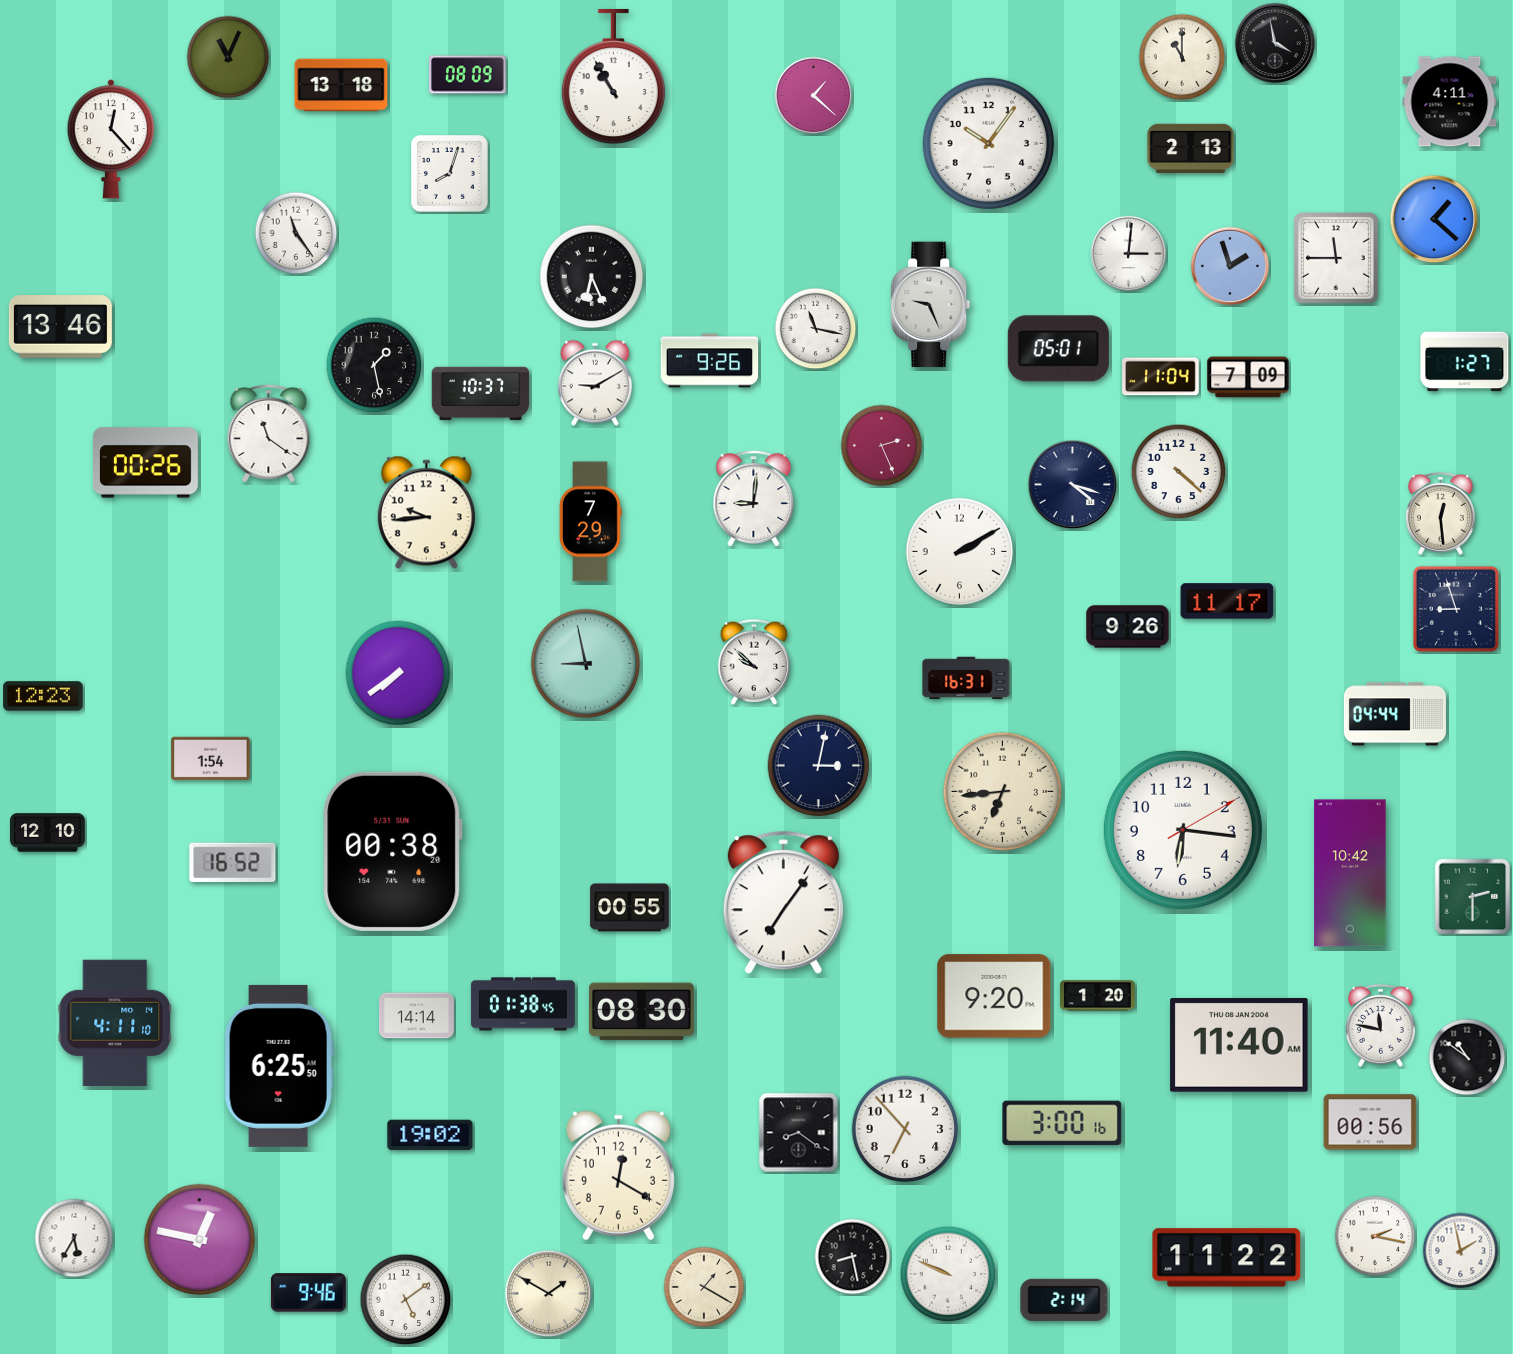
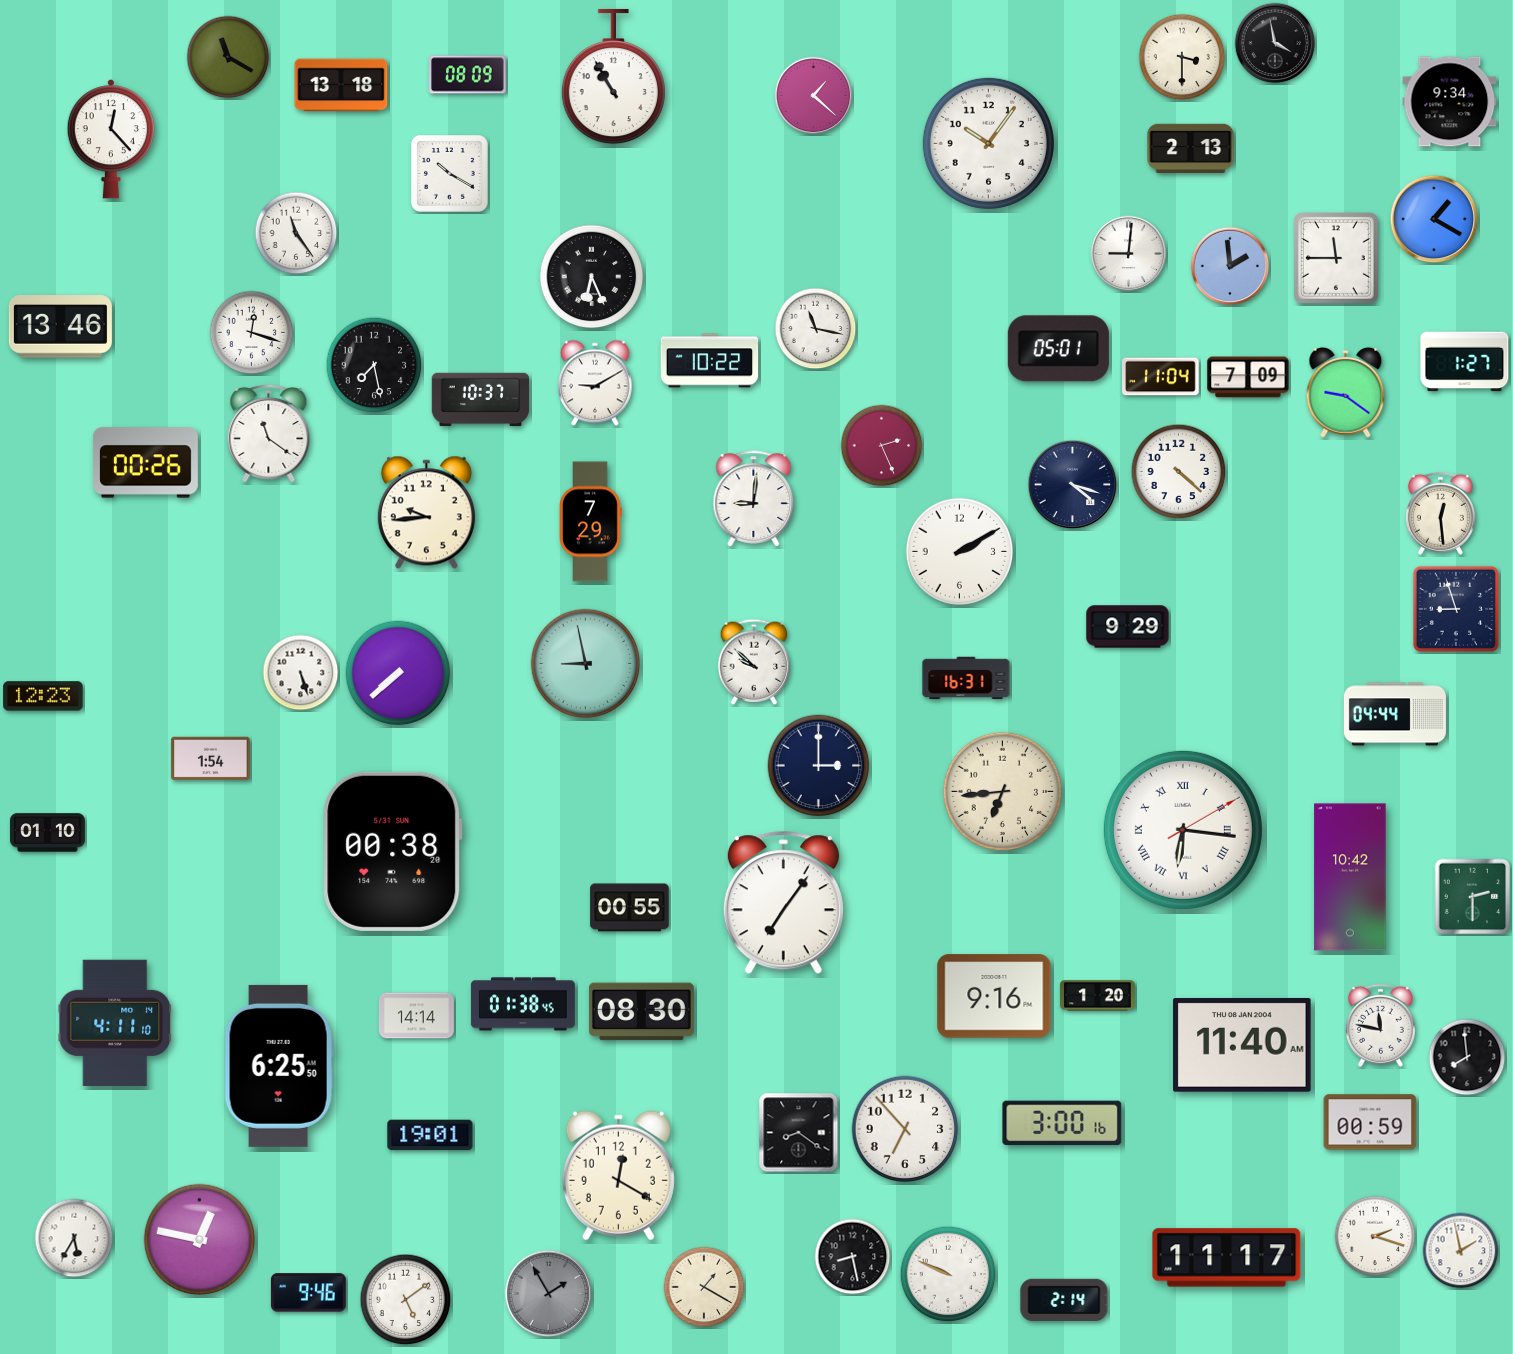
clock at (228, 57): 11:04 -> 11:20
clock at (1182, 57): 11:00 -> 3:30
clock at (1450, 102): 4:11 -> 9:34
clock at (450, 174): 8:03 -> 10:20
clock at (1434, 219): 1:22 -> 1:20
clock at (1129, 254): 3:01 -> 9:01
clock at (1230, 266): 1:57 -> 1:59
clock at (931, 305): 9:26 -> none
clock at (252, 333): none -> 12:18
clock at (710, 361): 9:26 -> 10:22
clock at (374, 365): 1:28 -> 7:28
clock at (1346, 392): none -> 9:21
clock at (481, 394) position: (481, 394) -> (481, 400)
clock at (1227, 601): 11:17 -> none
clock at (1128, 627): 9:26 -> 9:29
clock at (301, 673): none -> 5:27
clock at (398, 673): 7:39 -> 7:38
clock at (819, 766): 3:02 -> 3:00
clock at (1183, 830) numerals: Arabic -> Roman
clock at (48, 833): 12:10 -> 01:10
clock at (233, 862): 16:52 -> none
clock at (1350, 873) position: (1350, 873) -> (1350, 877)
clock at (994, 996): 9:20 -> 9:16
clock at (1239, 1046) position: (1239, 1046) -> (1242, 1046)
clock at (1467, 1057): 10:51 -> 7:59
clock at (1370, 1122): 00:56 -> 00:59
clock at (430, 1135): 19:02 -> 19:01
clock at (1375, 1236): 2:17 -> 2:18
clock at (1227, 1258): 11:22 -> 11:17
clock at (549, 1294): 1:50 -> 1:55
clock at (549, 1294) dial: cream -> grey
